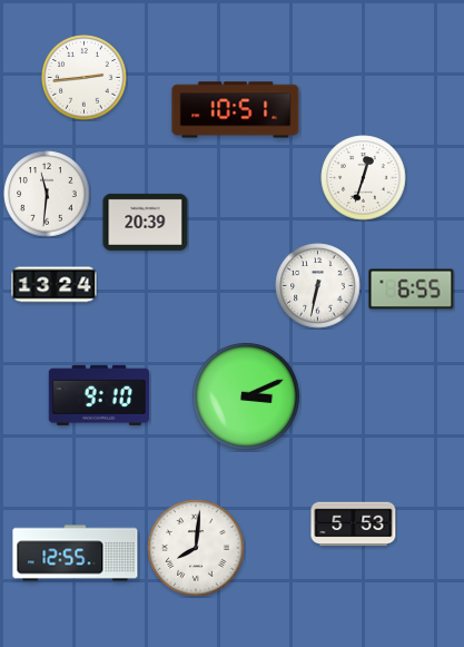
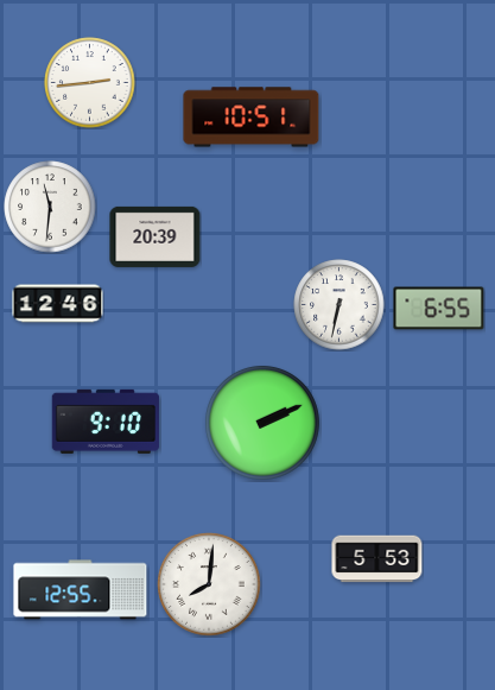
clock at (364, 178): 12:33 -> none
clock at (55, 285): 13:24 -> 12:46
clock at (246, 396): 3:11 -> 2:11
